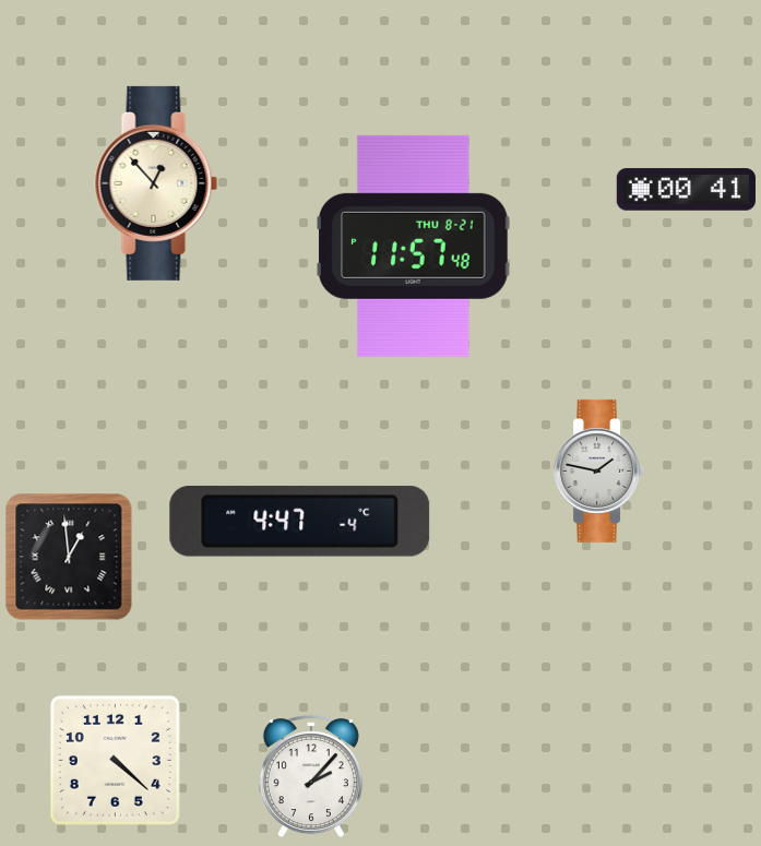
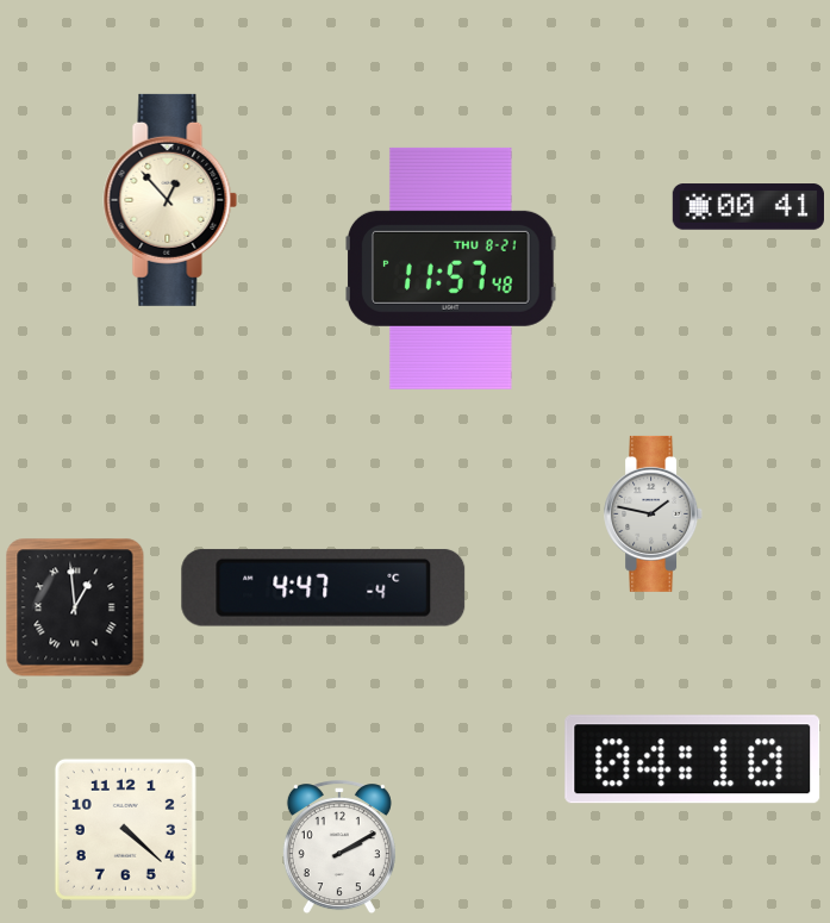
clock at (300, 521) position: (300, 521) -> (324, 587)
clock at (693, 760): none -> 04:10
clock at (311, 777): 2:07 -> 2:10
